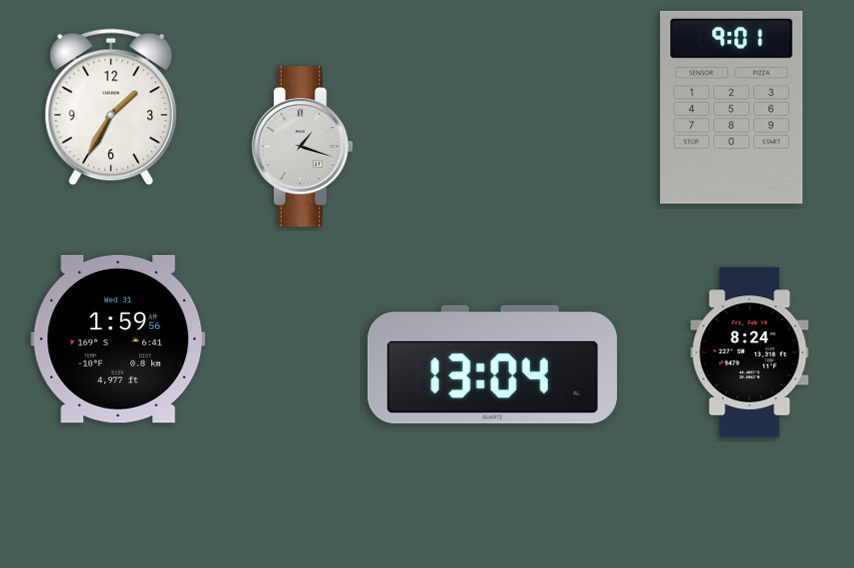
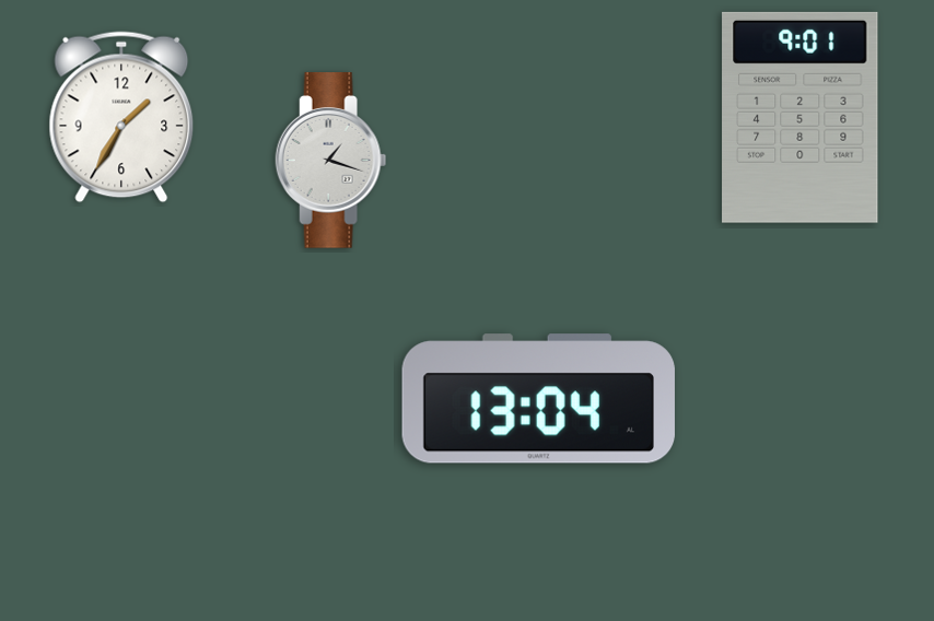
clock at (118, 339): 1:59 -> none
clock at (750, 353): 8:24 -> none
